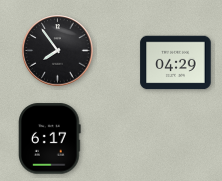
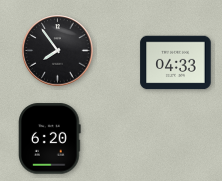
clock at (176, 63): 04:29 -> 04:33
clock at (50, 139): 6:17 -> 6:20
